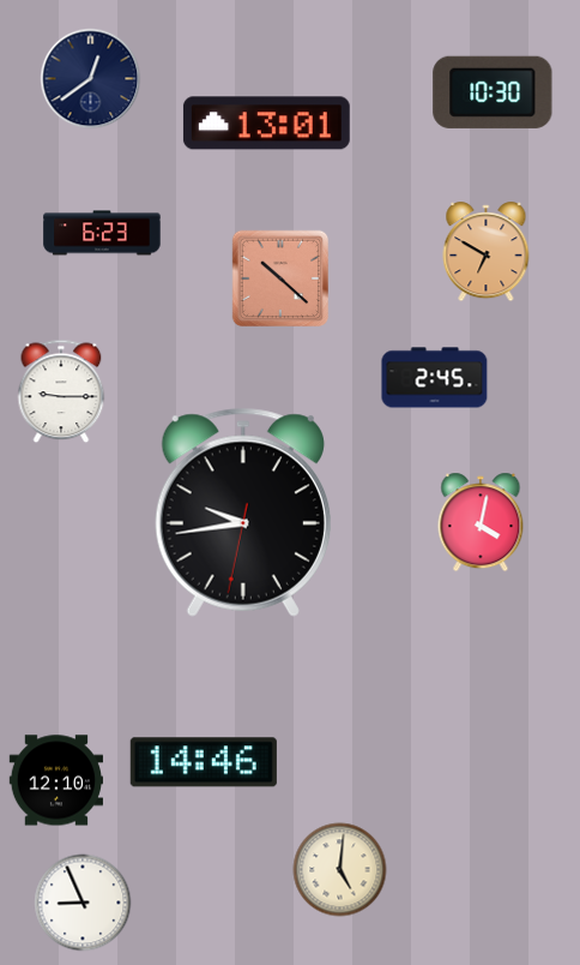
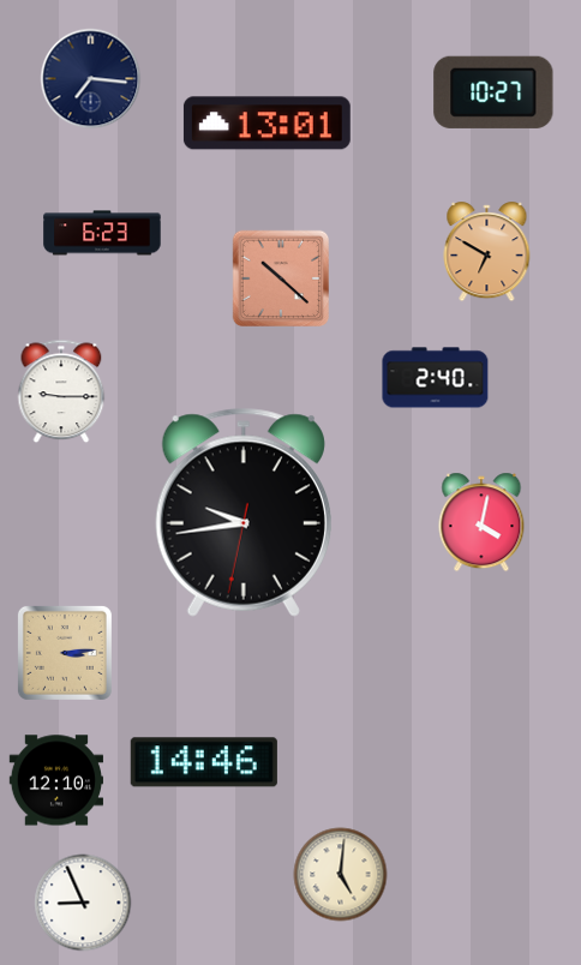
clock at (91, 79): 12:39 -> 7:16
clock at (493, 92): 10:30 -> 10:27
clock at (435, 378): 2:45 -> 2:40
clock at (65, 653): none -> 3:14
clock at (340, 870) position: (340, 870) -> (341, 875)
